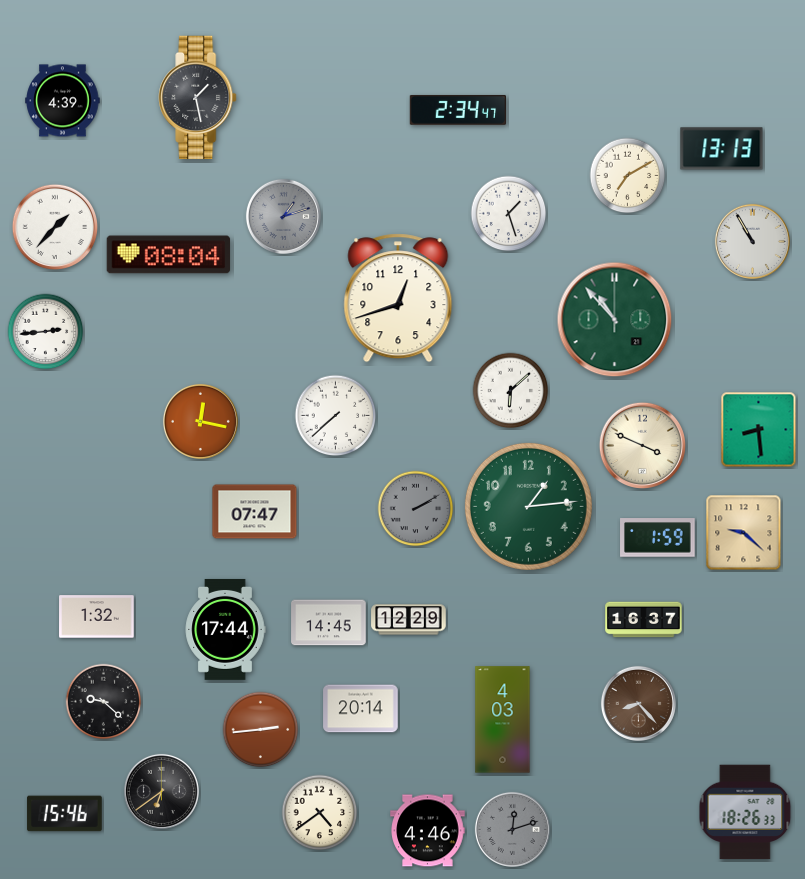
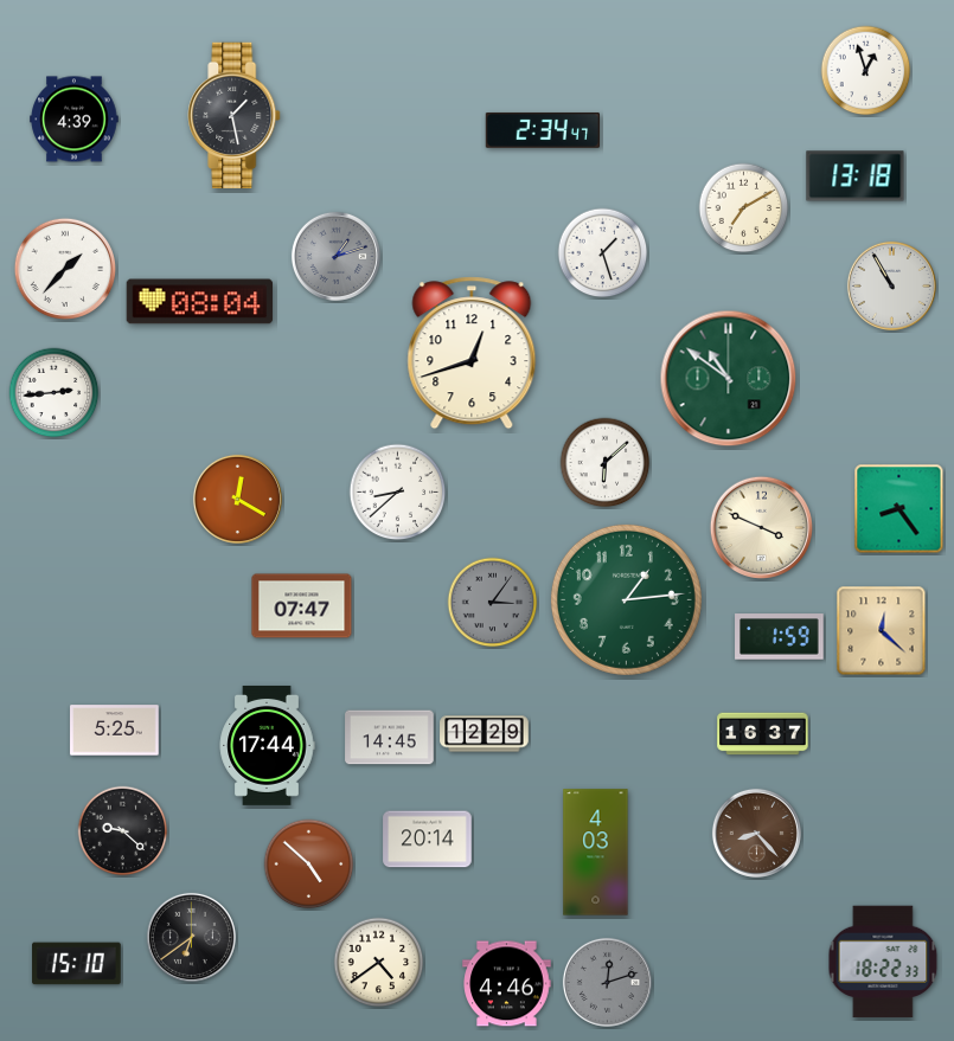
clock at (866, 71): none -> 12:57
clock at (722, 149): 13:13 -> 13:18
clock at (615, 320): 10:53 -> 10:51
clock at (336, 416): 7:38 -> 8:38
clock at (200, 421): 12:17 -> 12:20
clock at (759, 430): 8:29 -> 8:24
clock at (416, 509): 2:10 -> 3:06
clock at (744, 533): 9:22 -> 12:22
clock at (97, 617): 1:32 -> 5:25
clock at (261, 730): 2:44 -> 4:52
clock at (745, 812): 18:26 -> 18:22
clock at (65, 814): 15:46 -> 15:10
